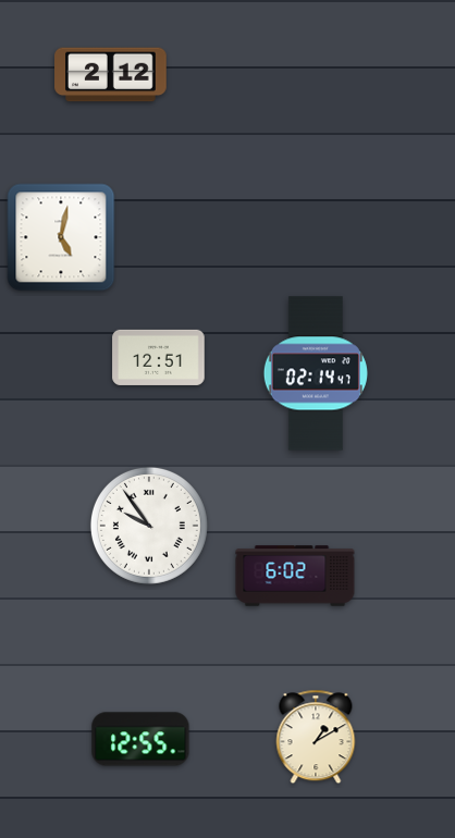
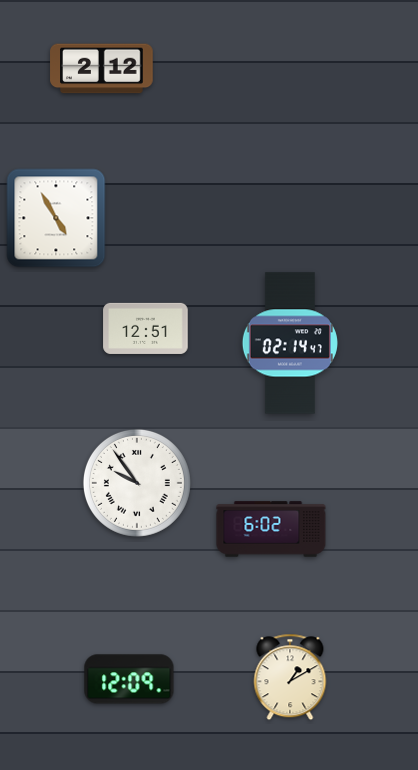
clock at (61, 237): 5:02 -> 4:55
clock at (140, 739): 12:55 -> 12:09
